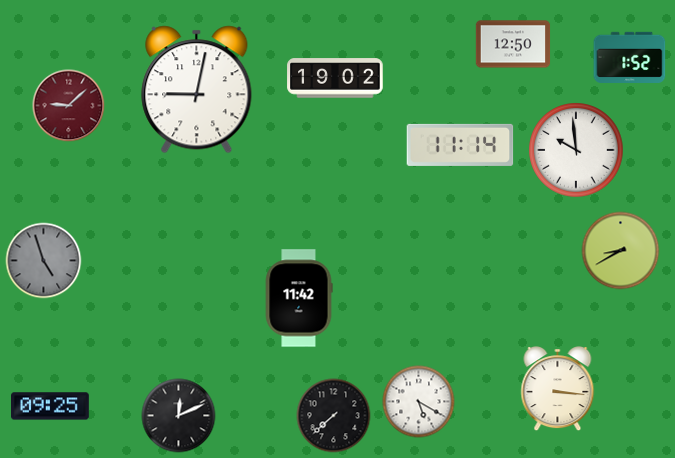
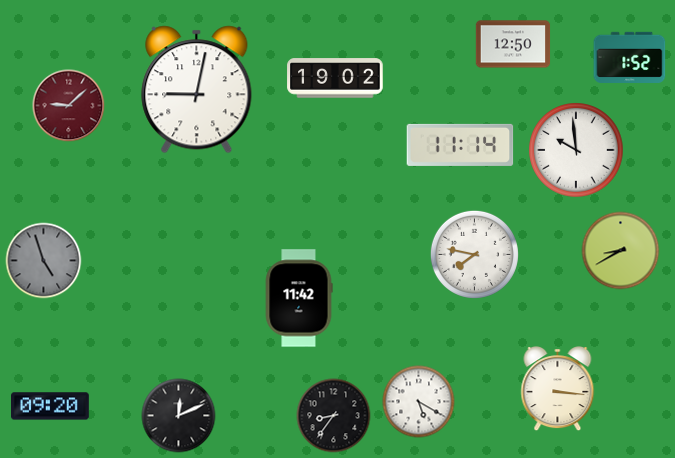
clock at (474, 254): none -> 7:47
clock at (51, 406): 09:25 -> 09:20
clock at (334, 416): 7:38 -> 8:36
